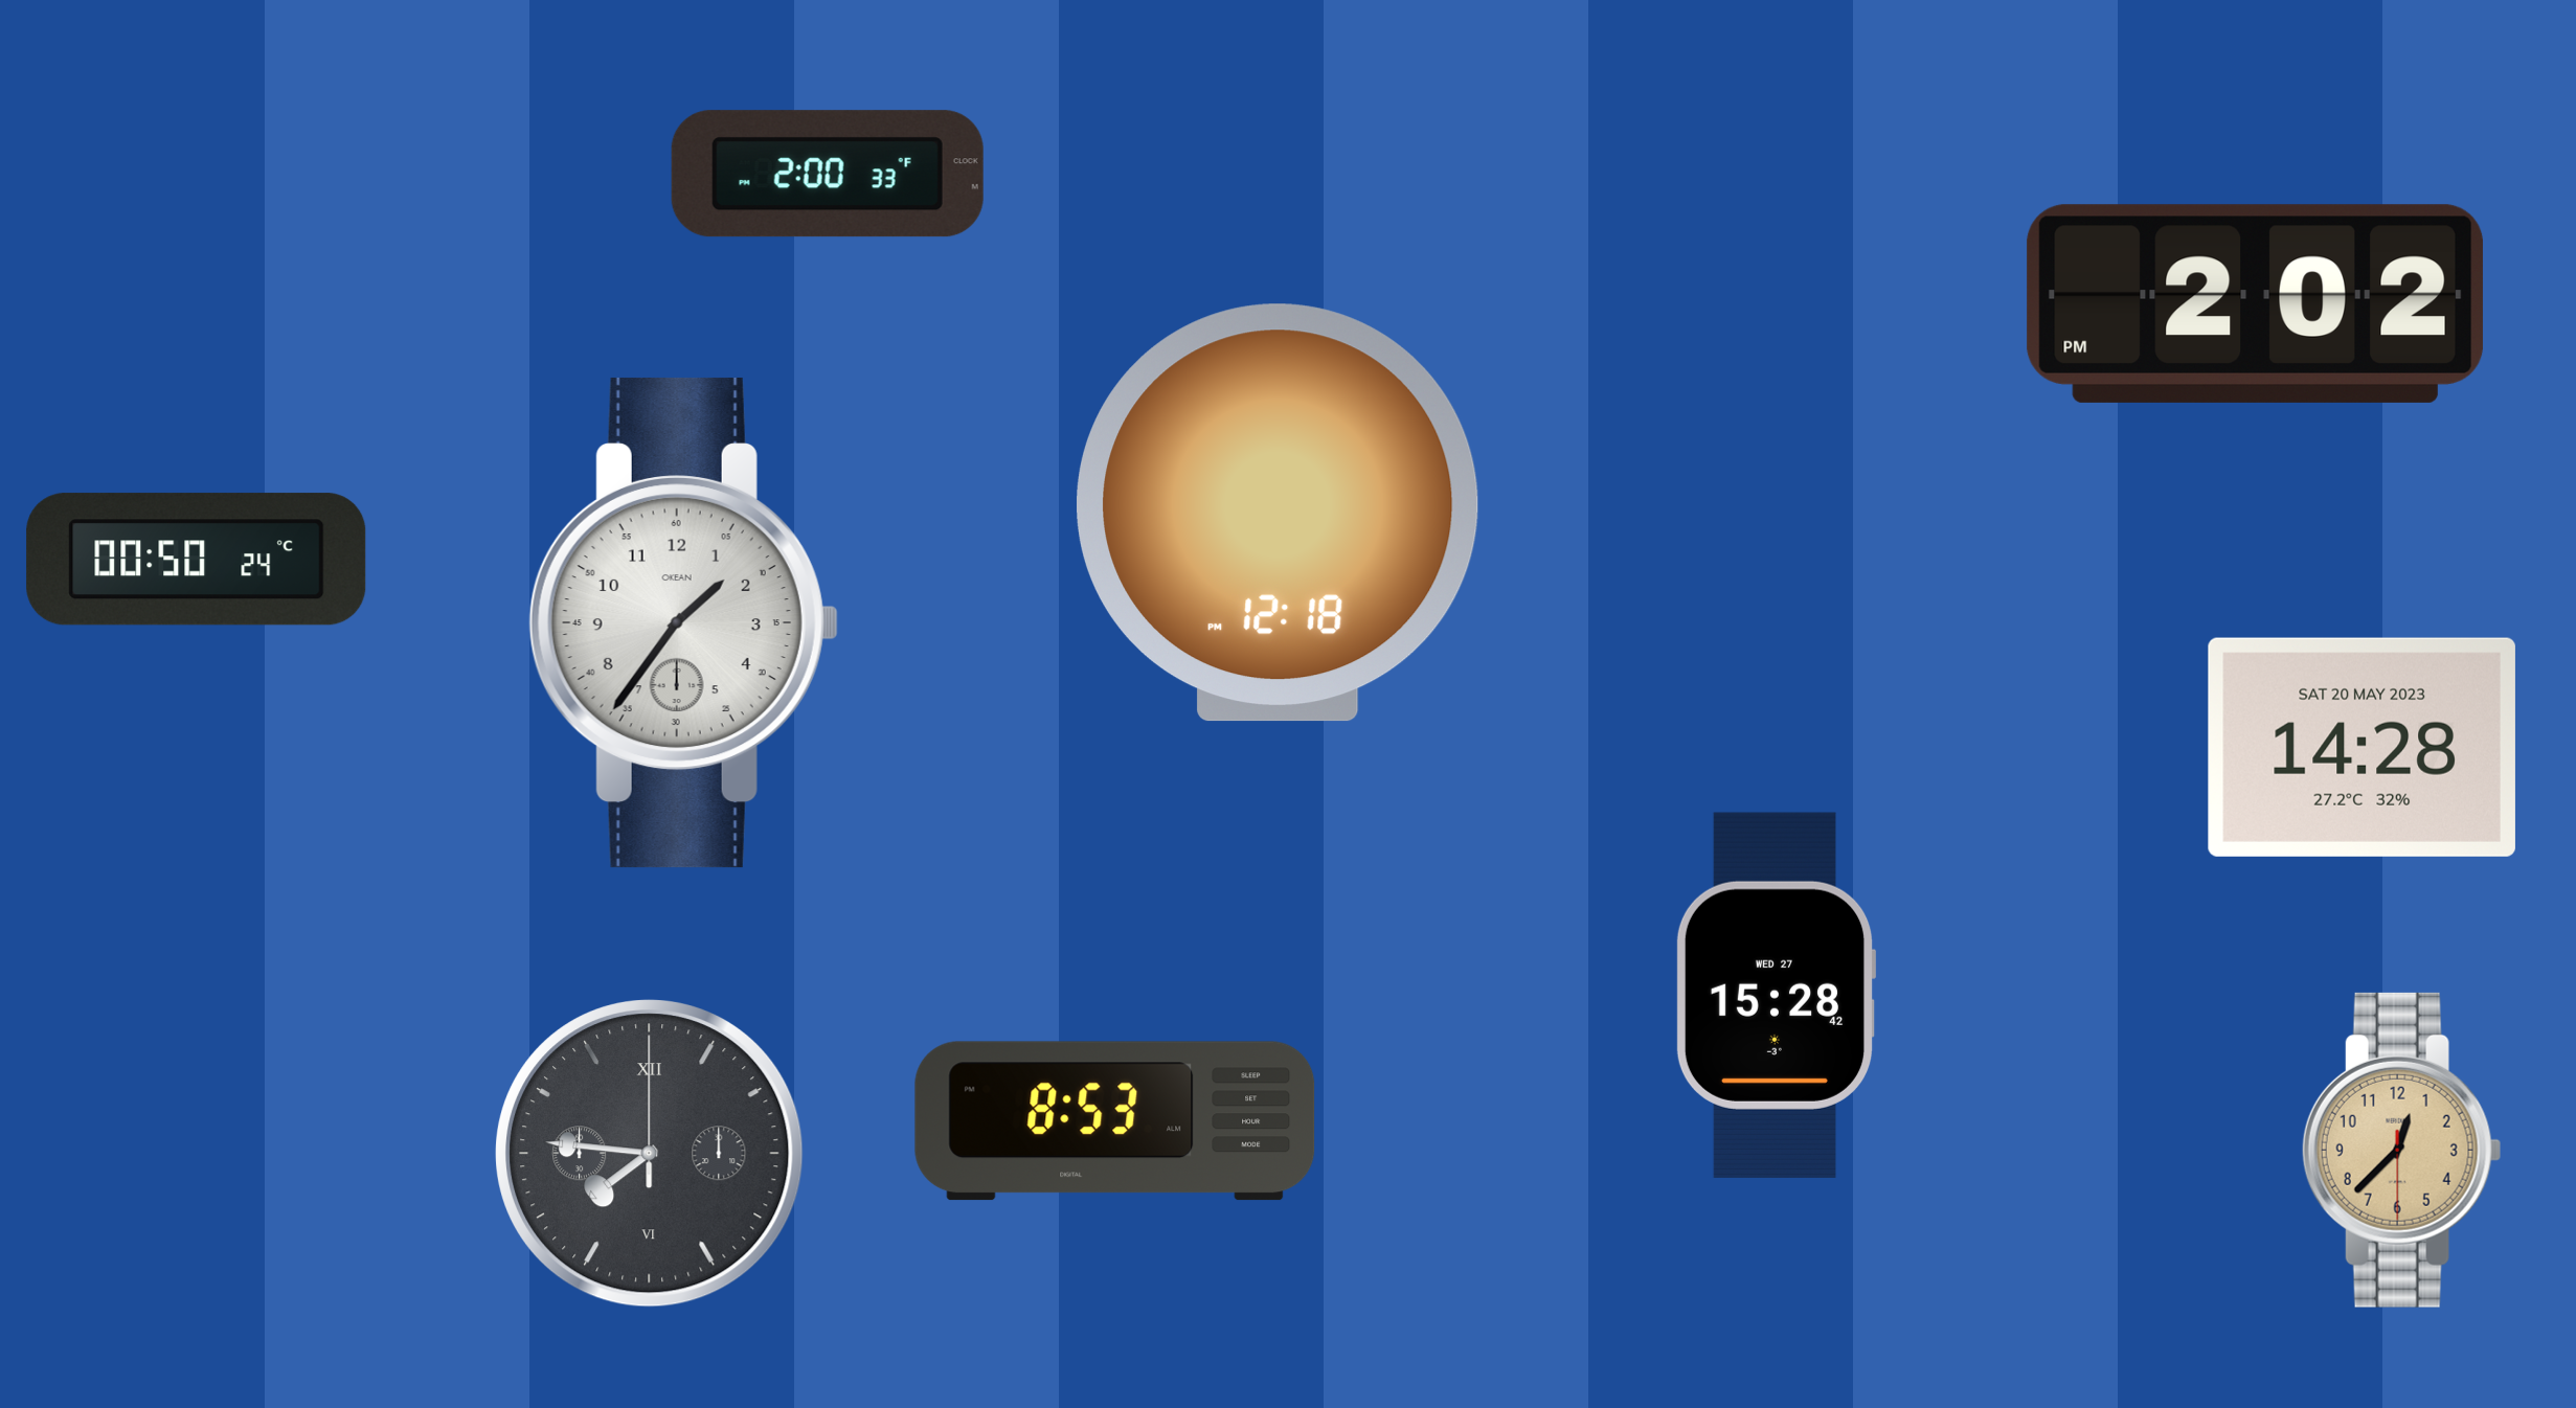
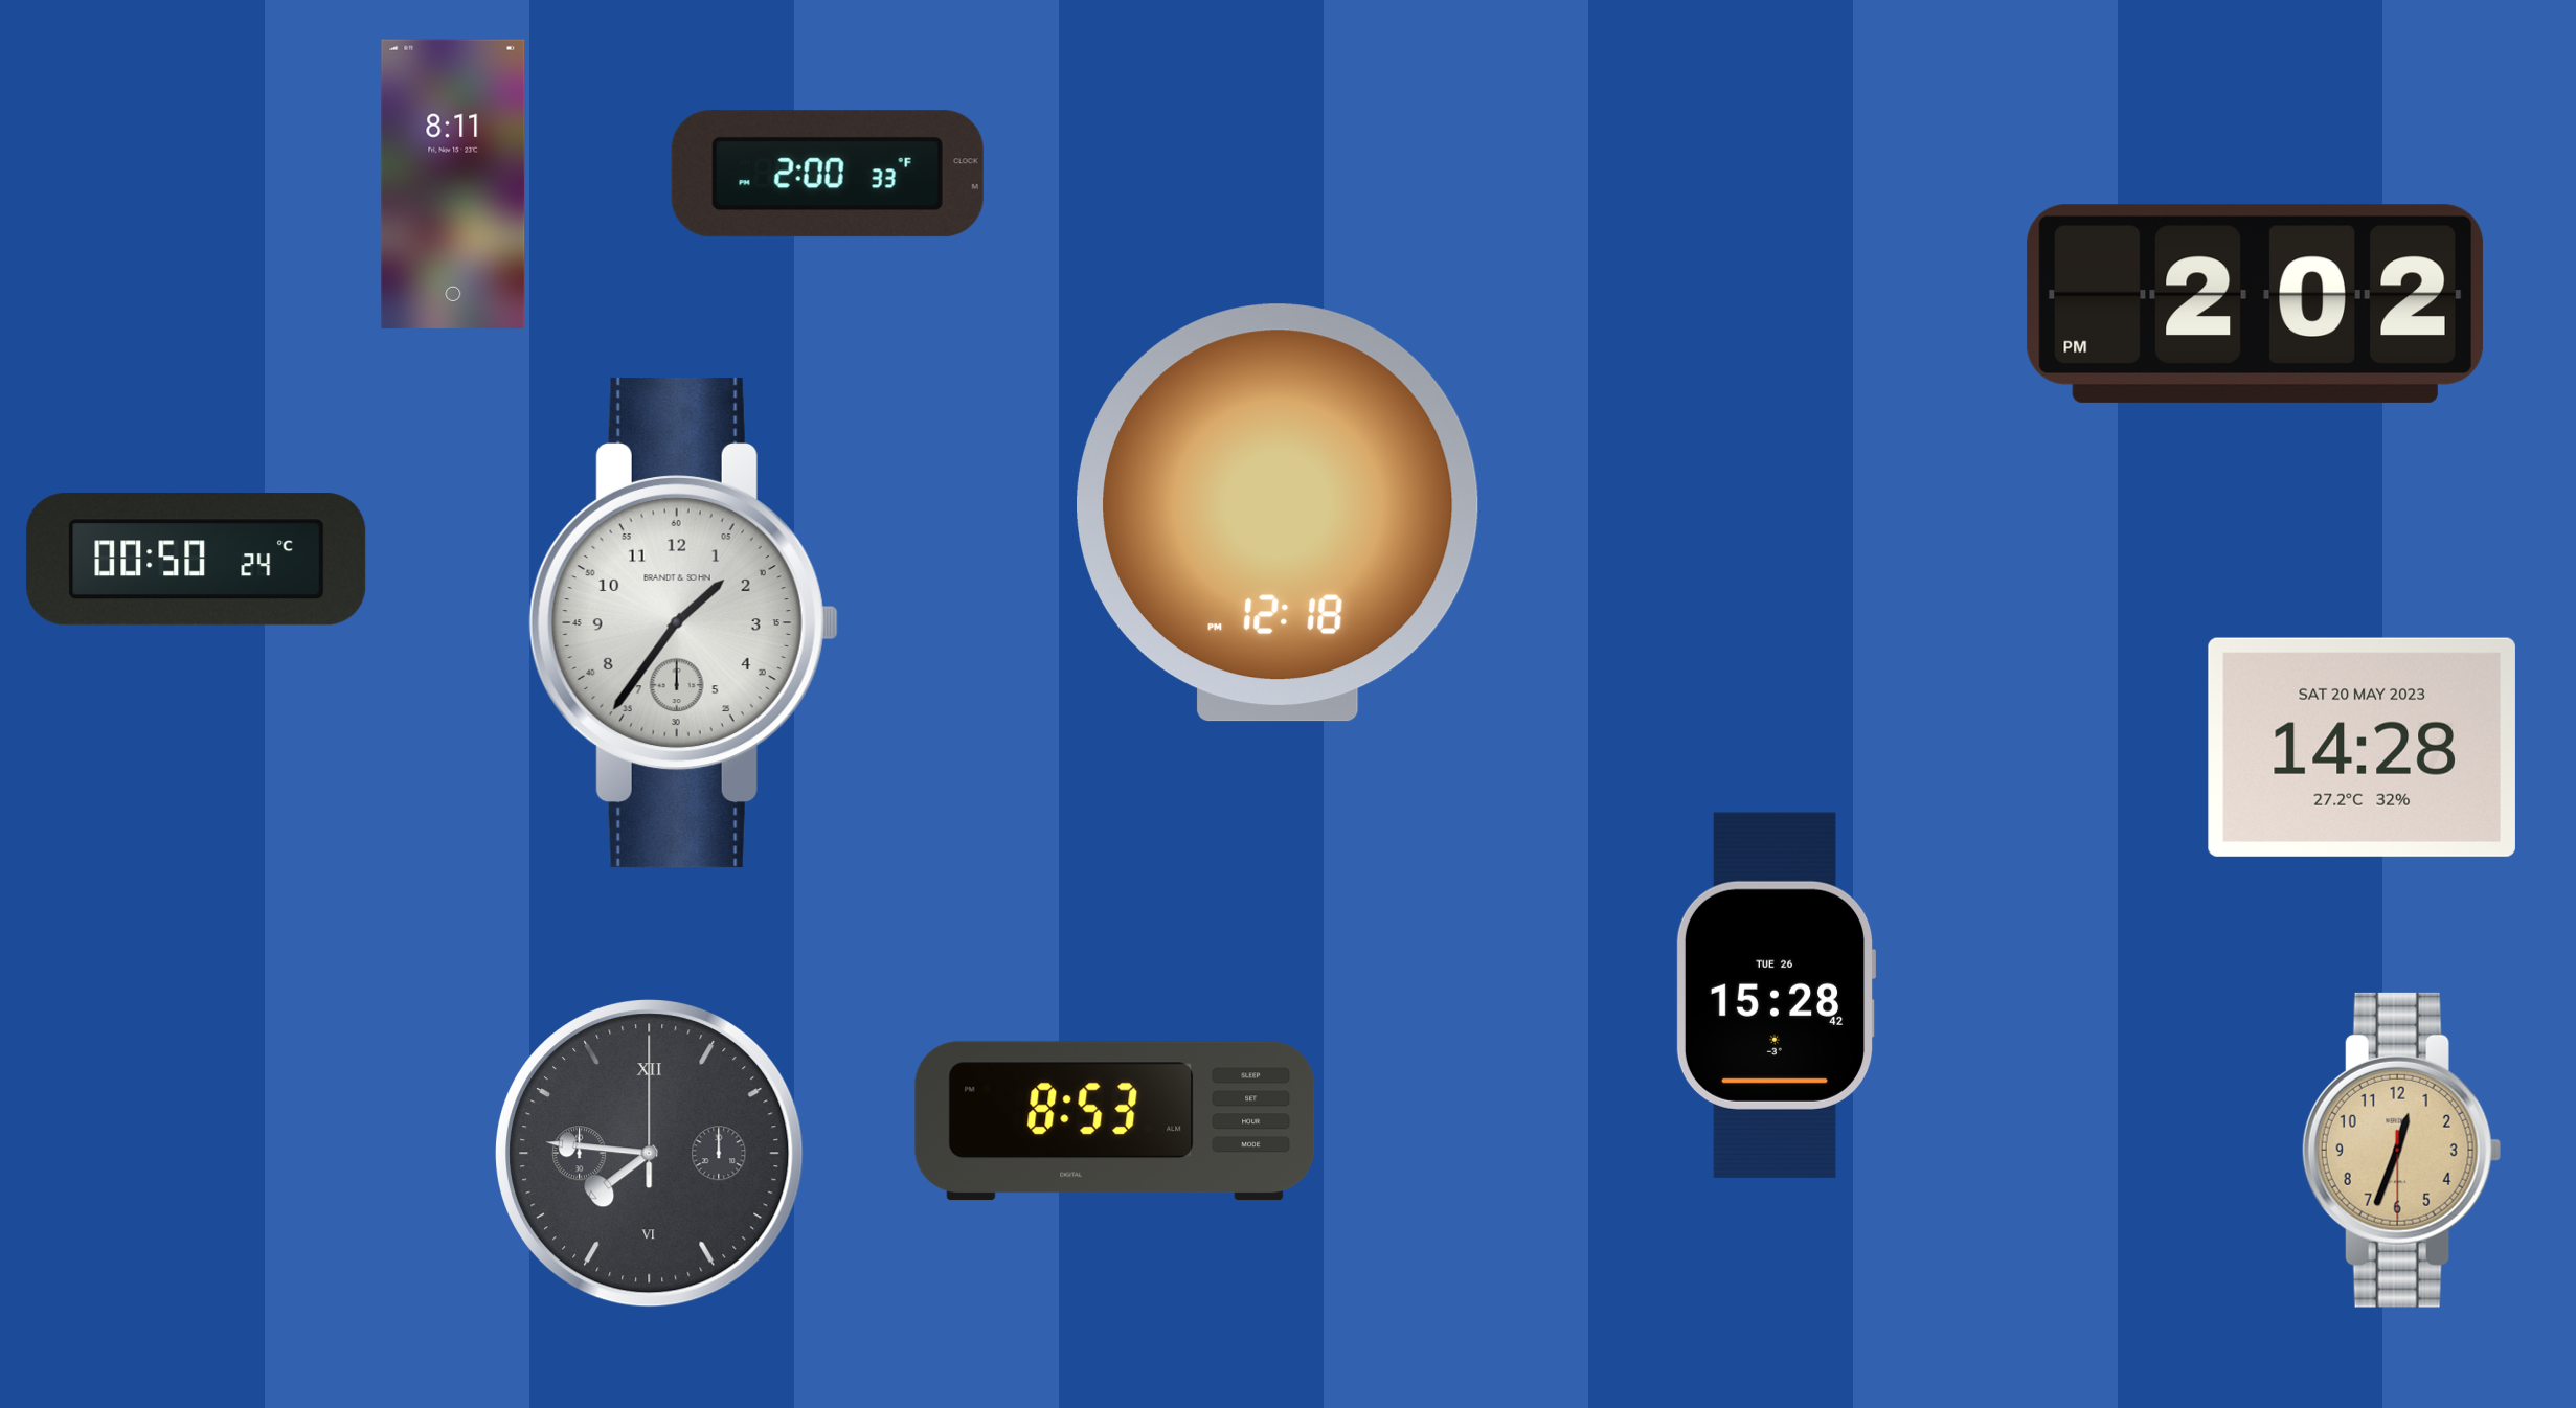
clock at (453, 184): none -> 8:11
clock at (683, 622) brand: OKEAN -> BRANDT & SOHN
clock at (1776, 995) date: WED 27 -> TUE 26
clock at (2401, 1150): 12:37 -> 12:33
